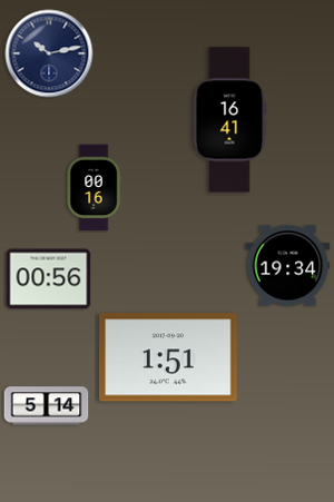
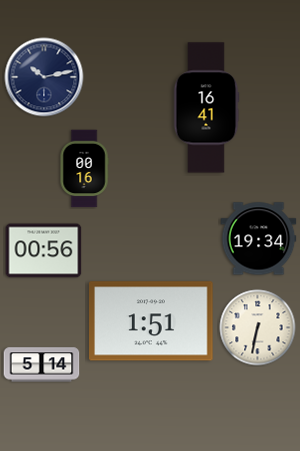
clock at (49, 53) position: (49, 53) -> (44, 77)
clock at (258, 328): none -> 6:32
